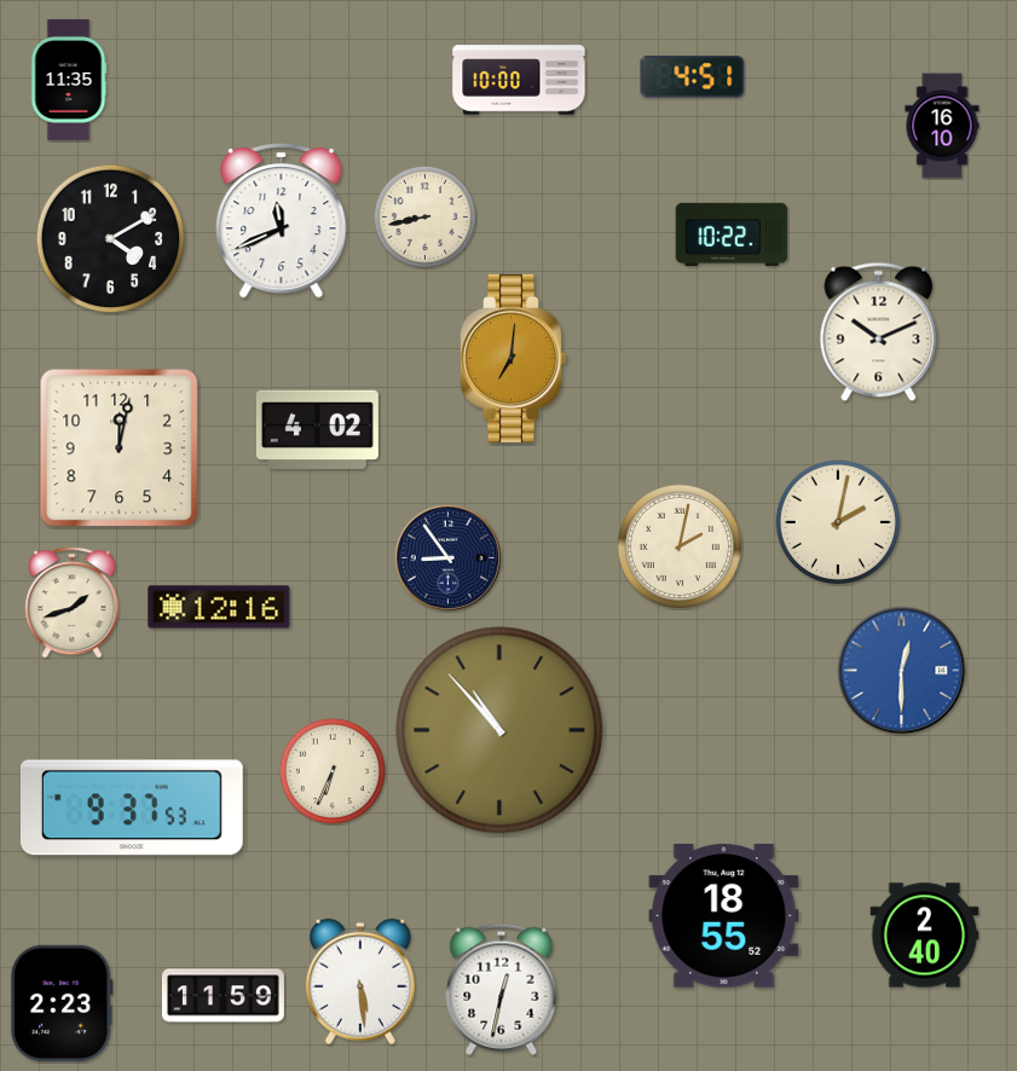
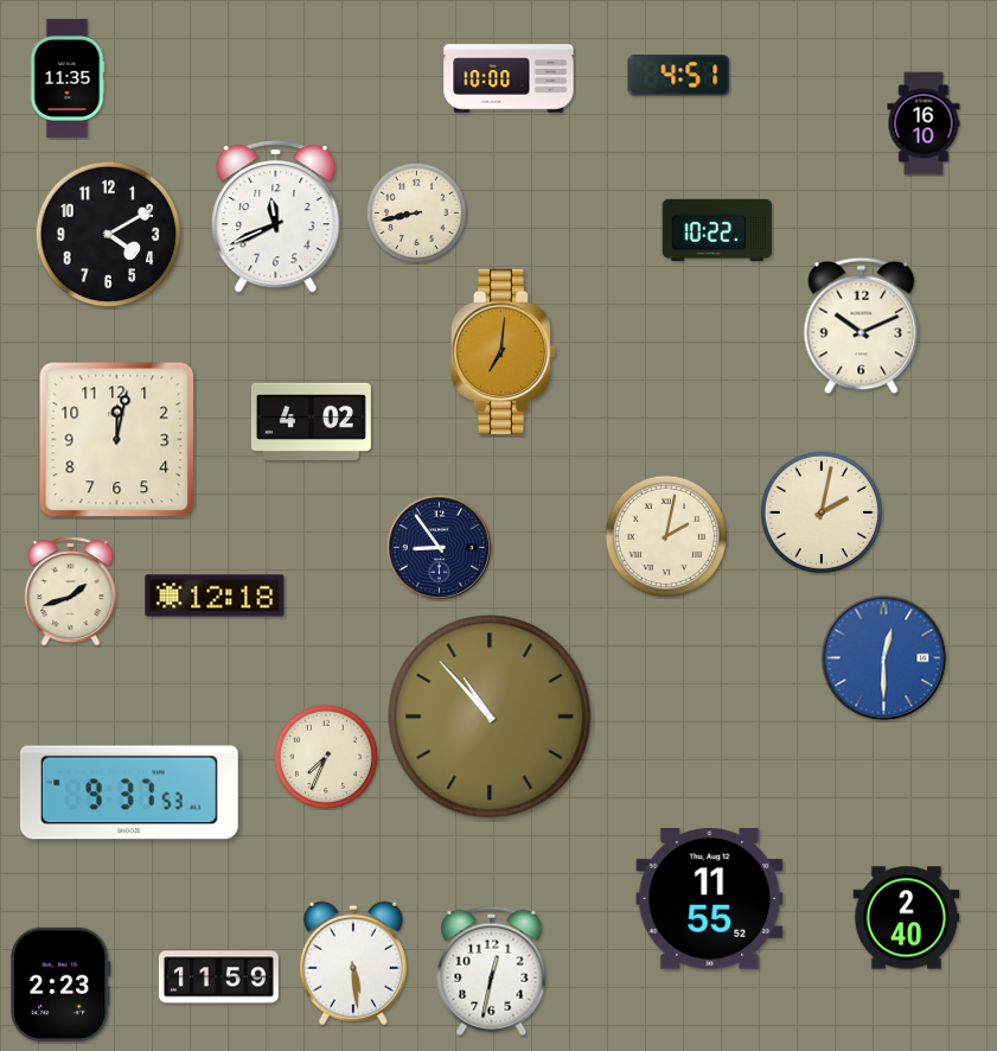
clock at (219, 607): 12:16 -> 12:18
clock at (333, 771): 6:34 -> 7:34
clock at (724, 916): 18:55 -> 11:55
